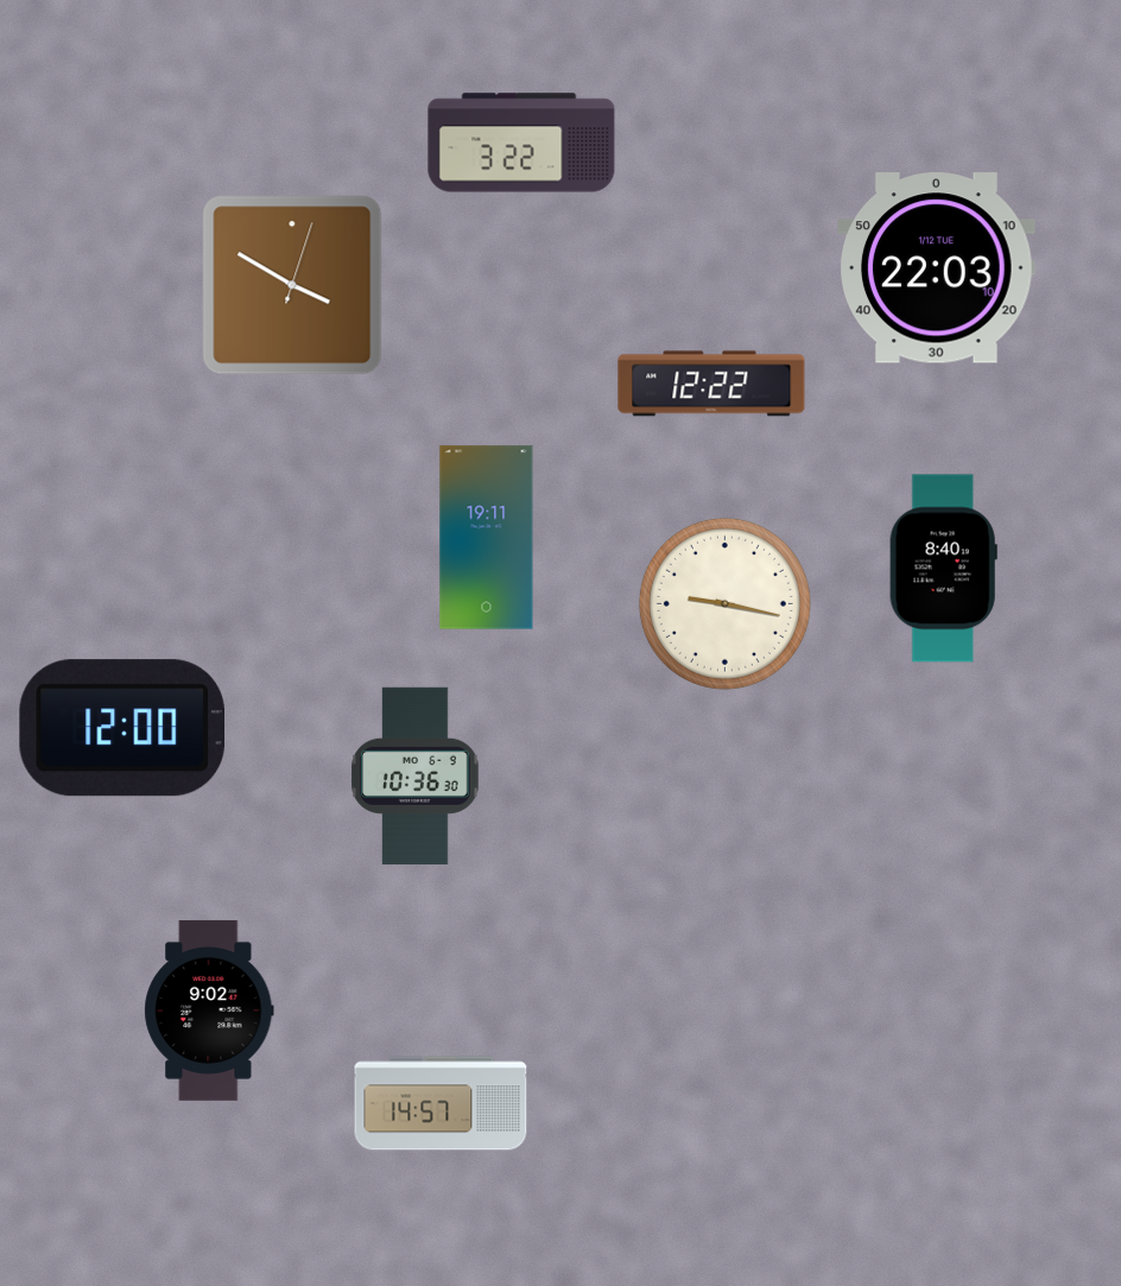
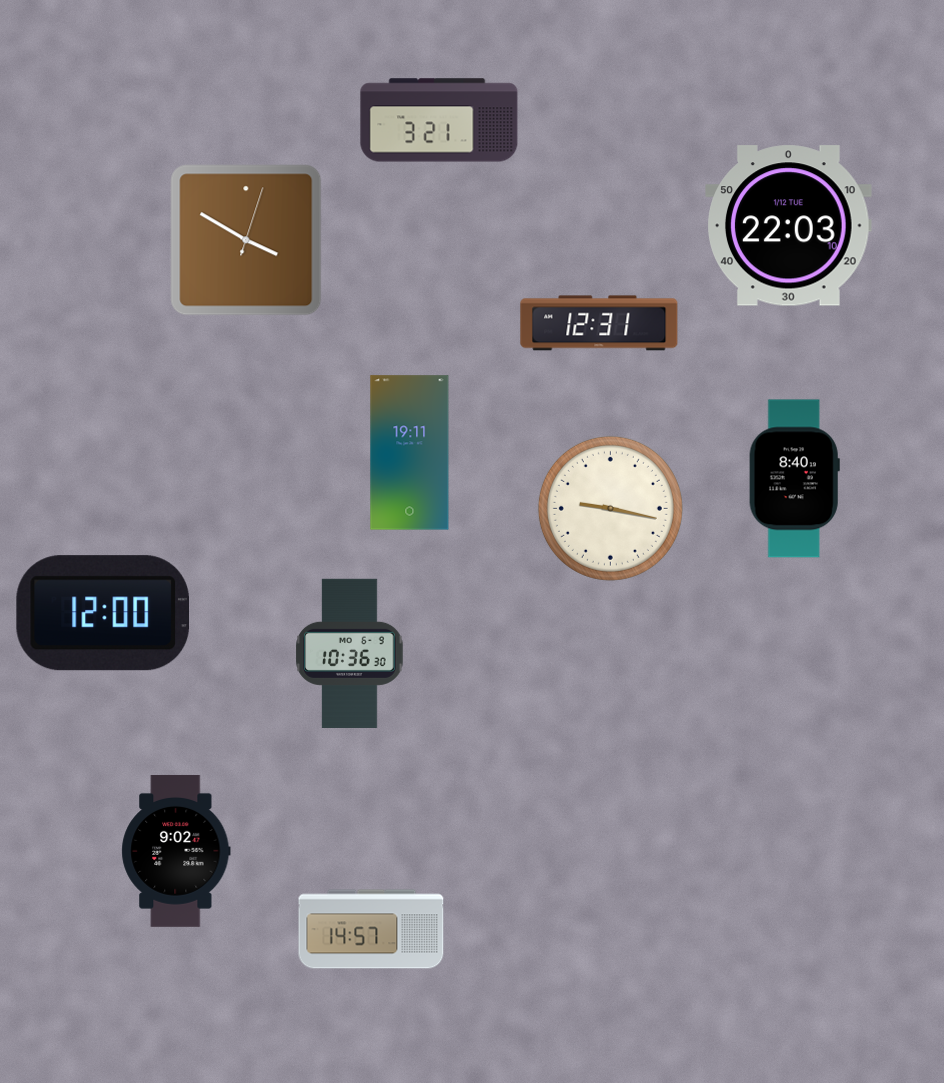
clock at (521, 142): 3:22 -> 3:21
clock at (711, 384): 12:22 -> 12:31
